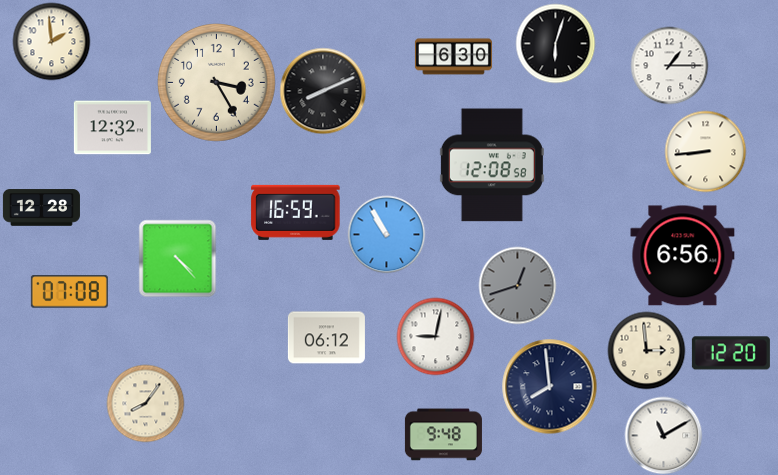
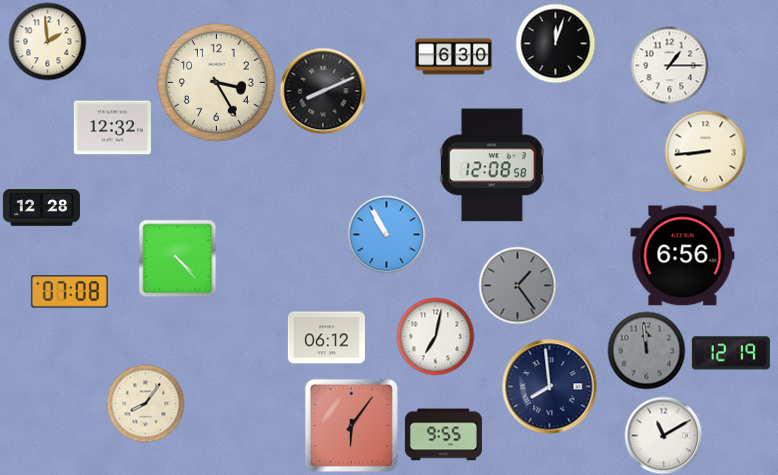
clock at (51, 41) position: (51, 41) -> (47, 41)
clock at (555, 43): 6:03 -> 12:03
clock at (296, 212): 16:59 -> none
clock at (517, 285): 12:42 -> 1:24
clock at (435, 336): 9:02 -> 7:02
clock at (646, 350): 2:59 -> 11:59
clock at (646, 350) dial: cream -> grey
clock at (731, 353): 12:20 -> 12:19
clock at (351, 425): none -> 6:06
clock at (443, 435): 9:48 -> 9:55
